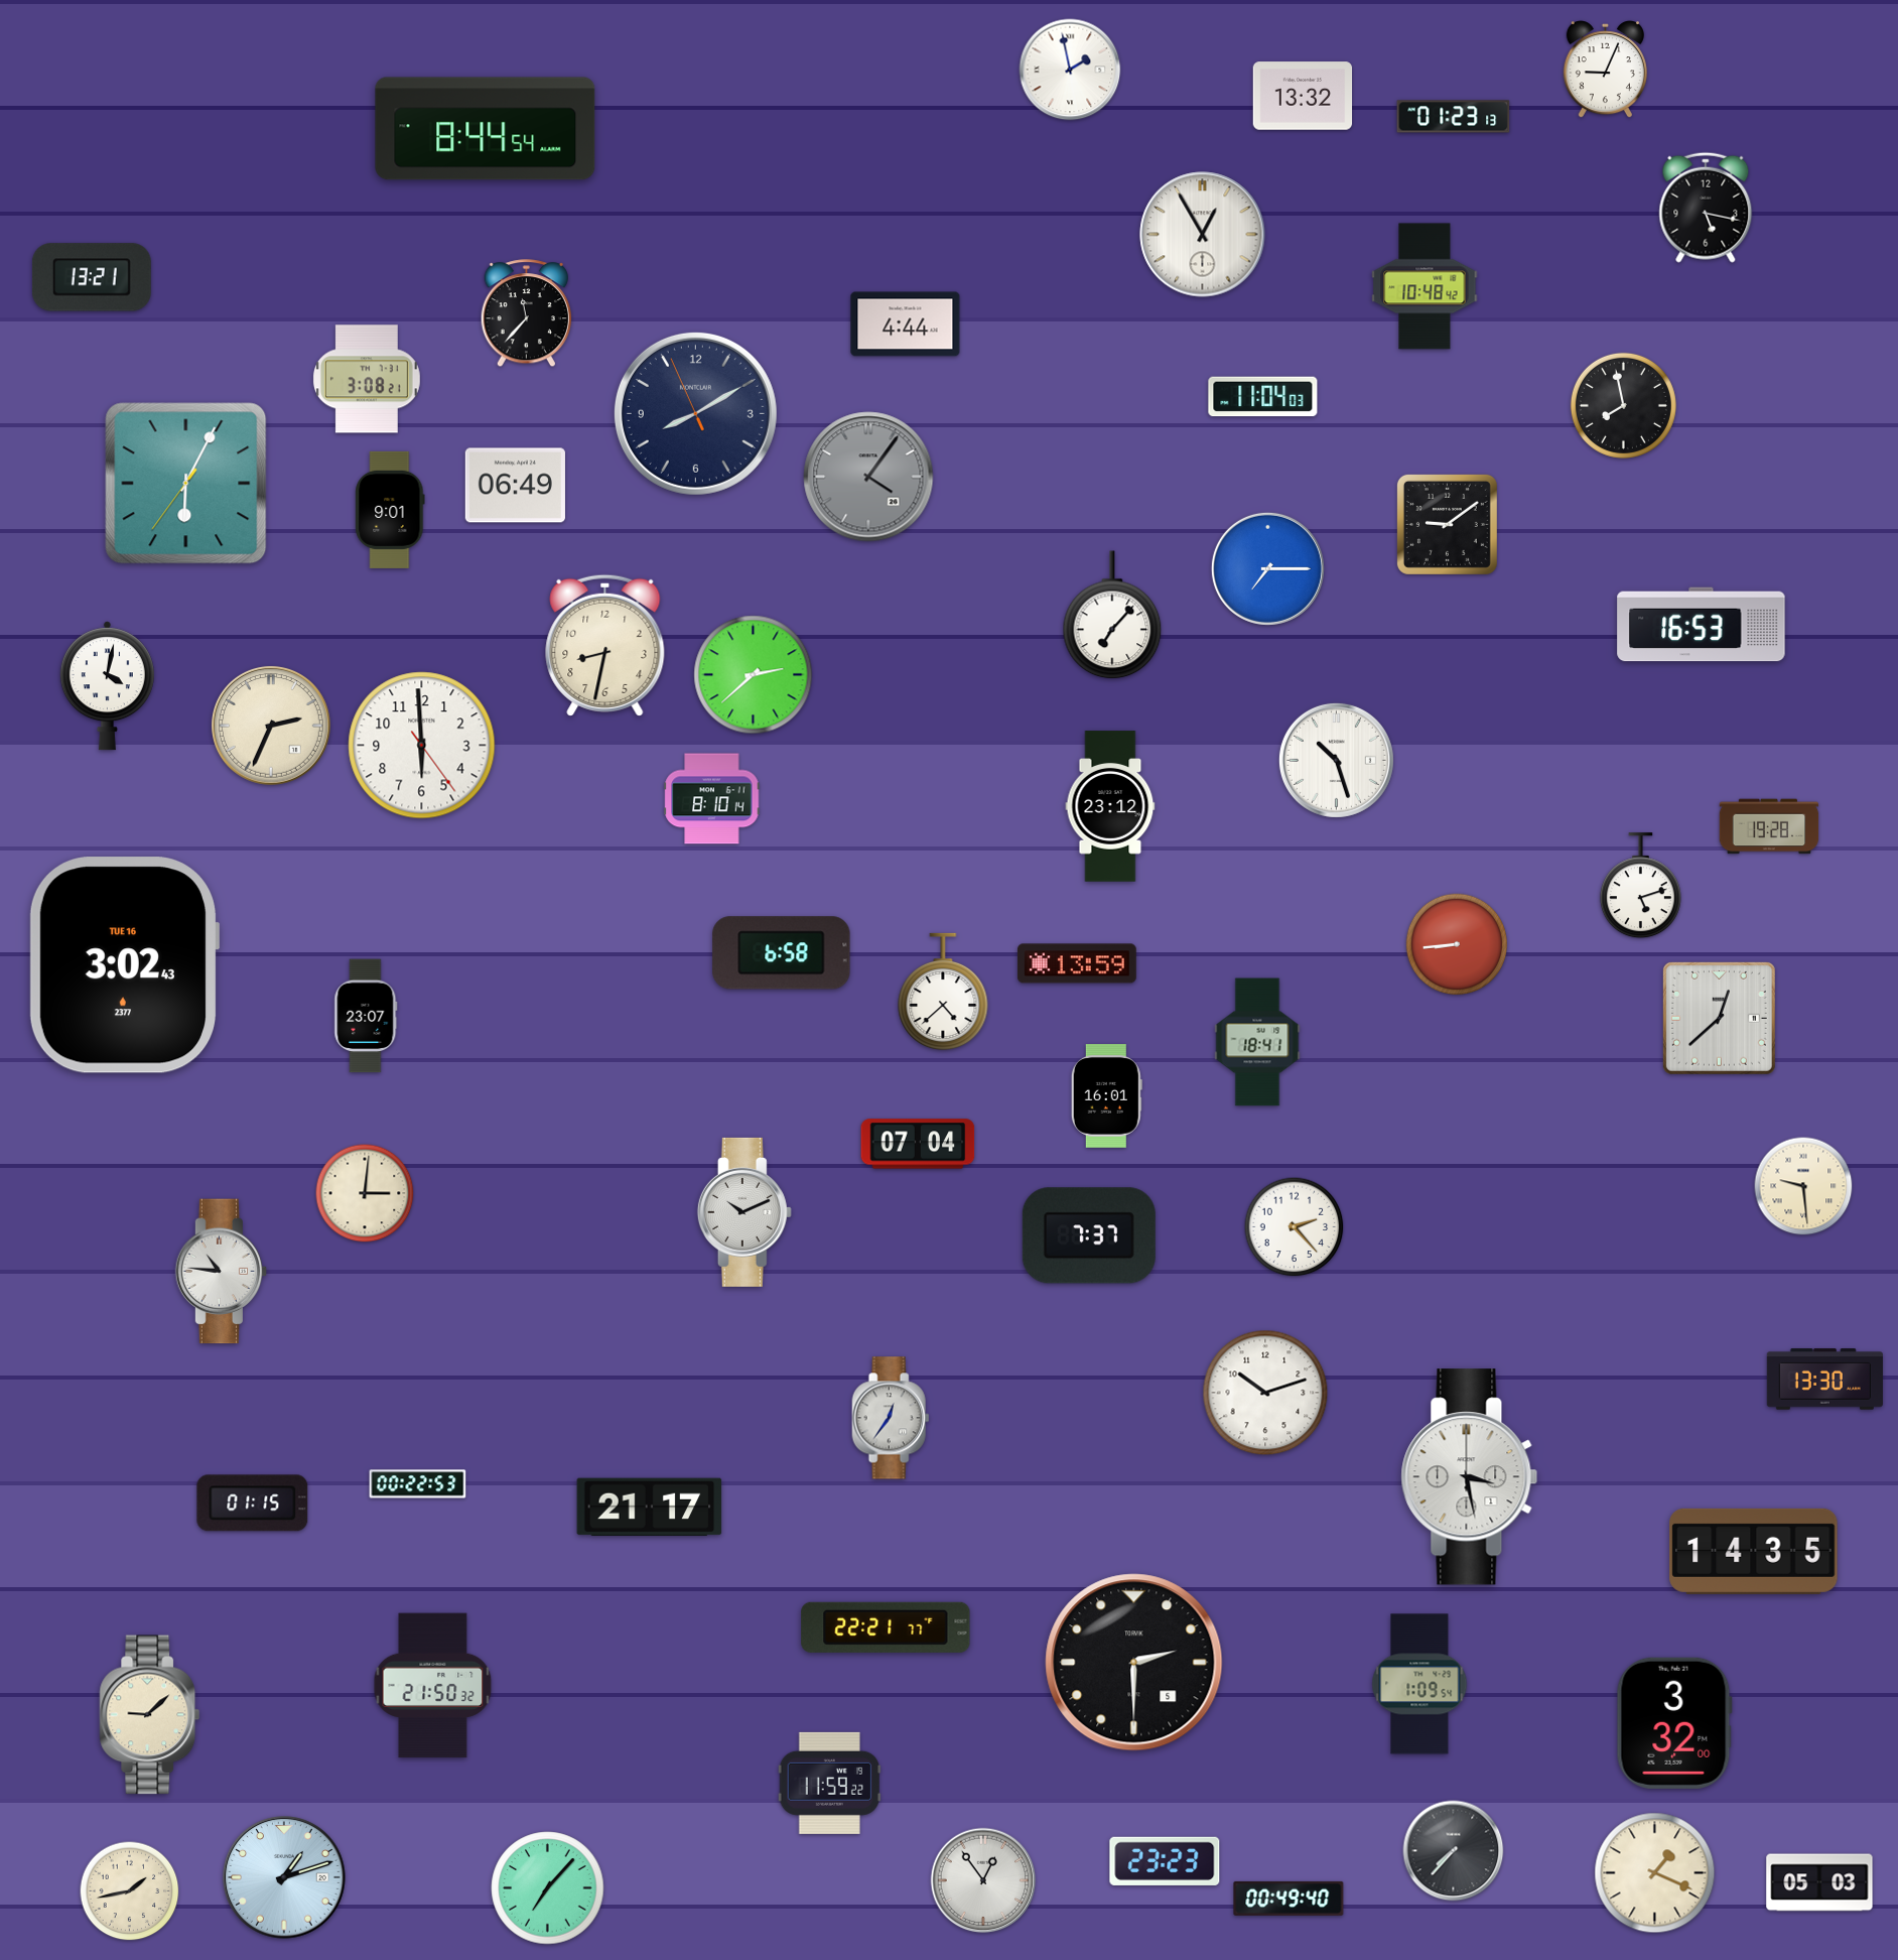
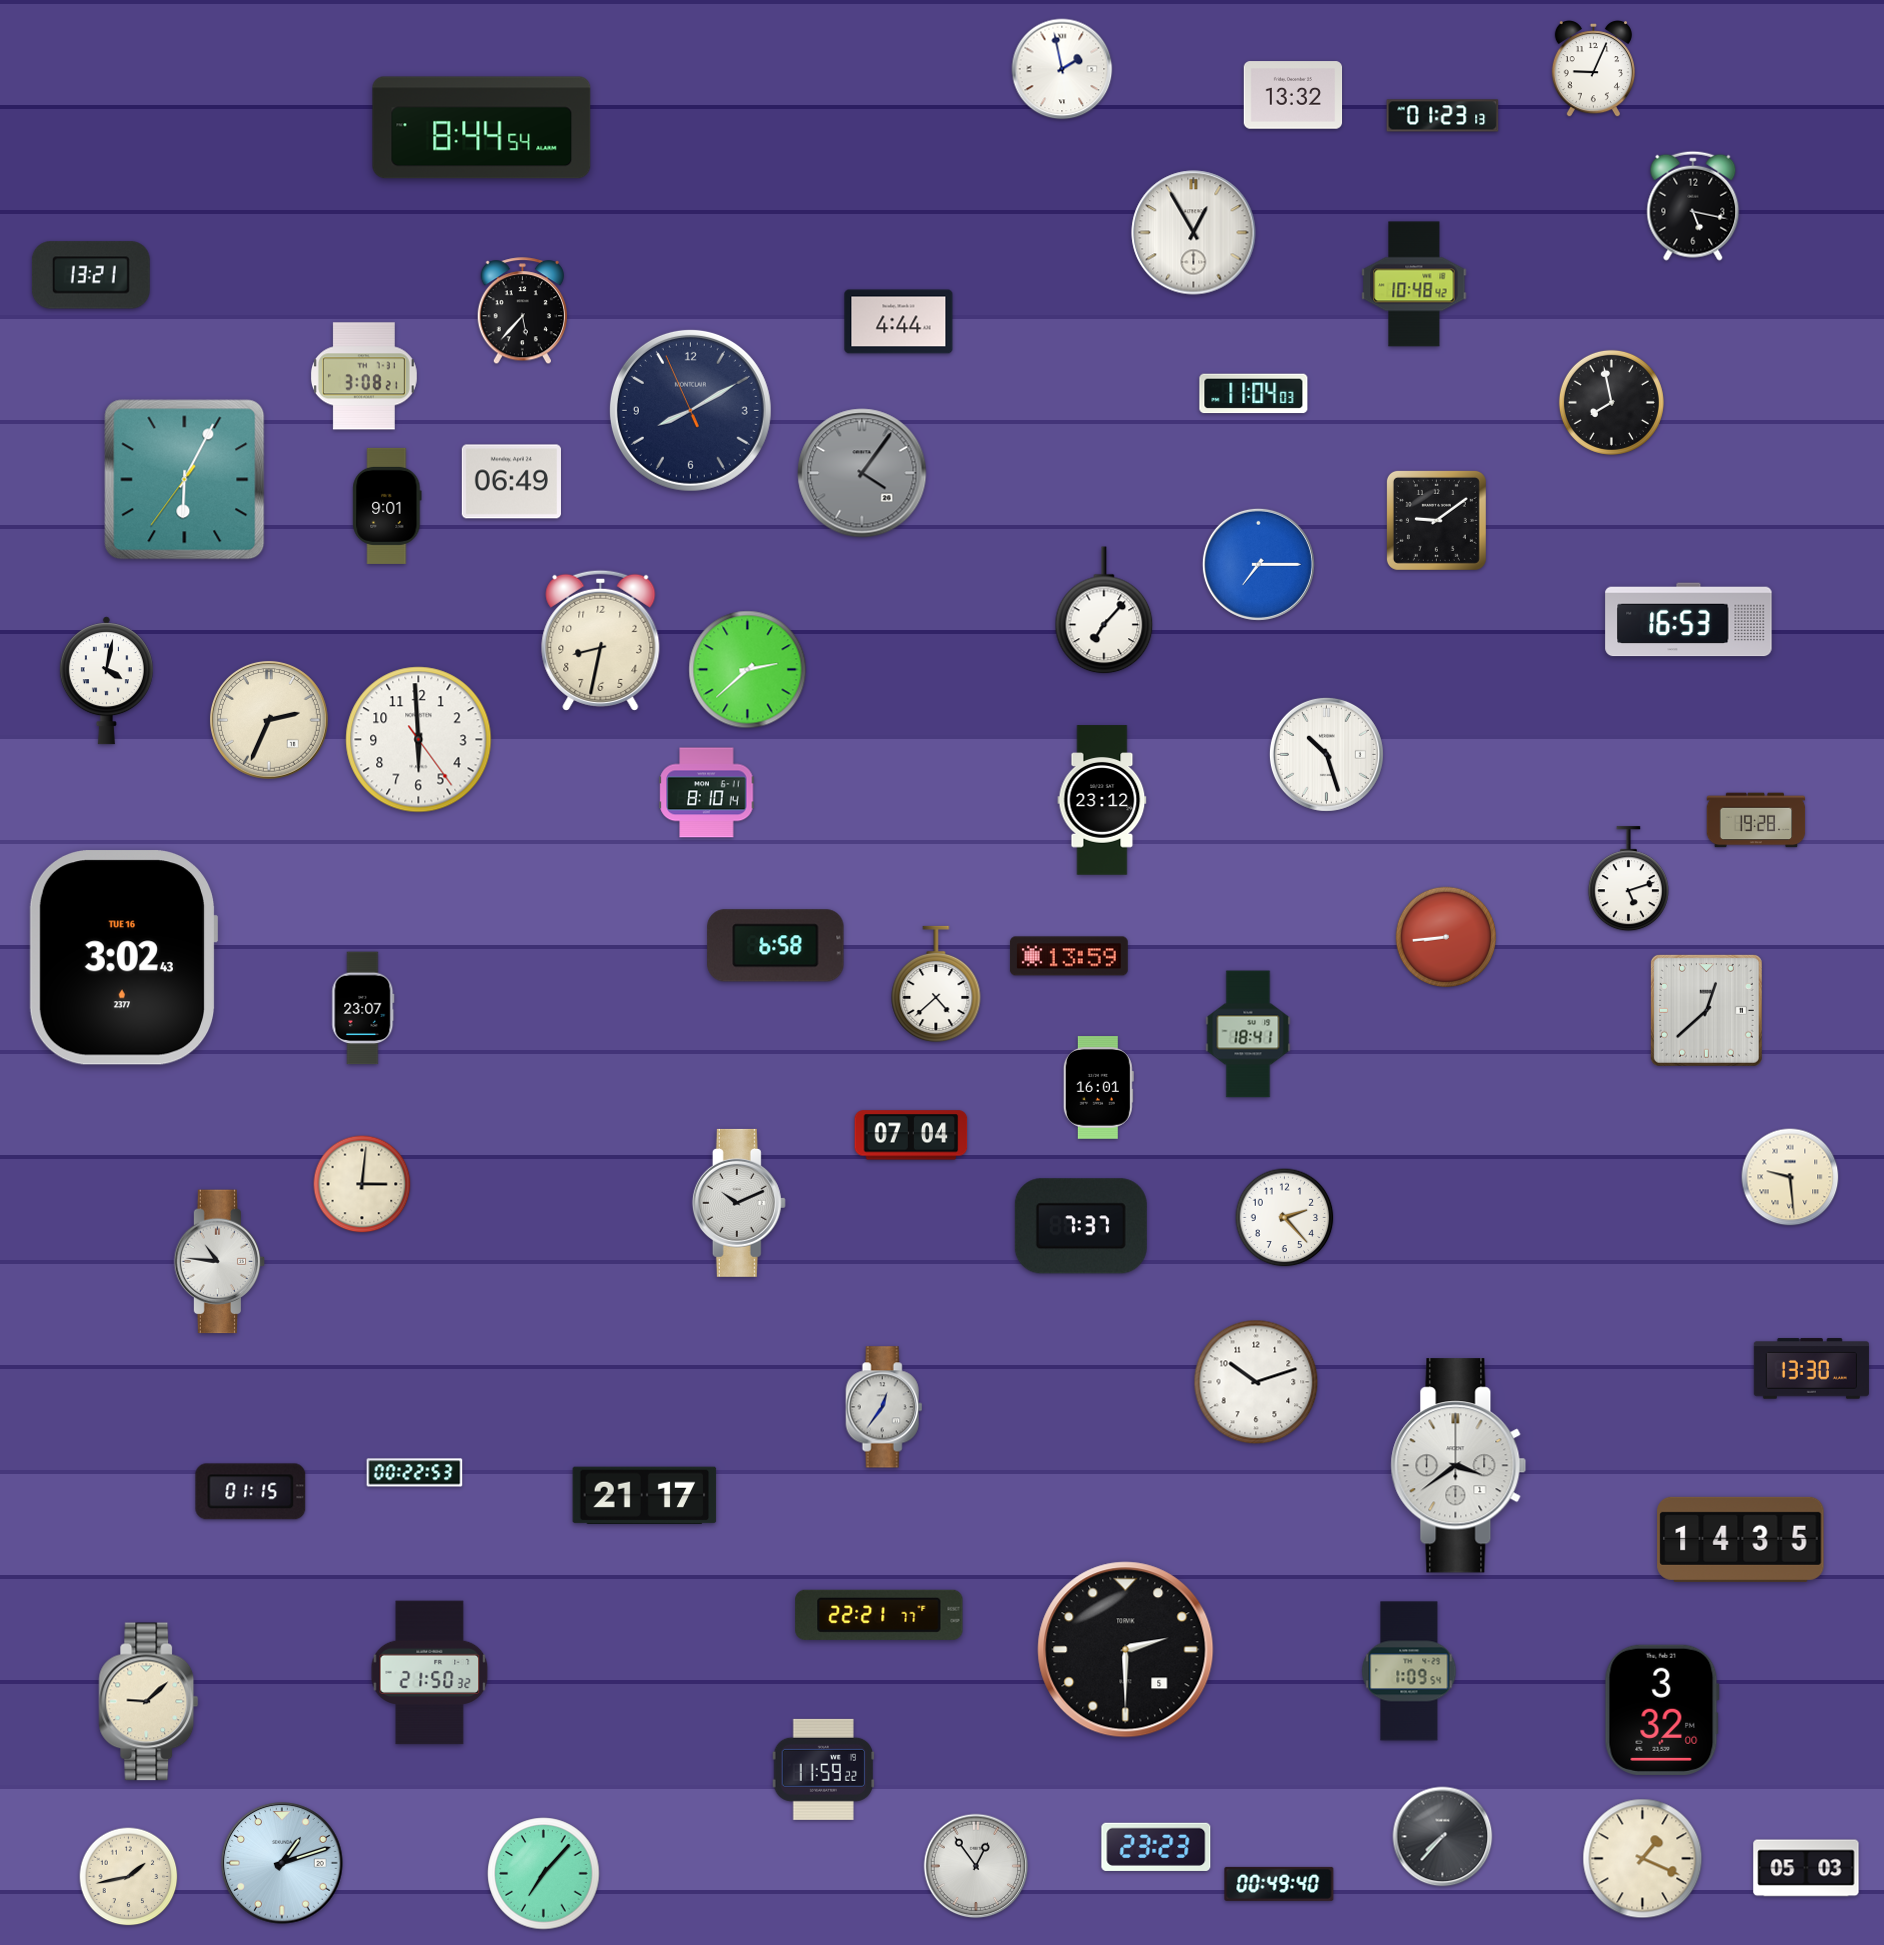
clock at (526, 313): 11:37 -> 5:37
clock at (1470, 1477): 3:28 -> 3:39
